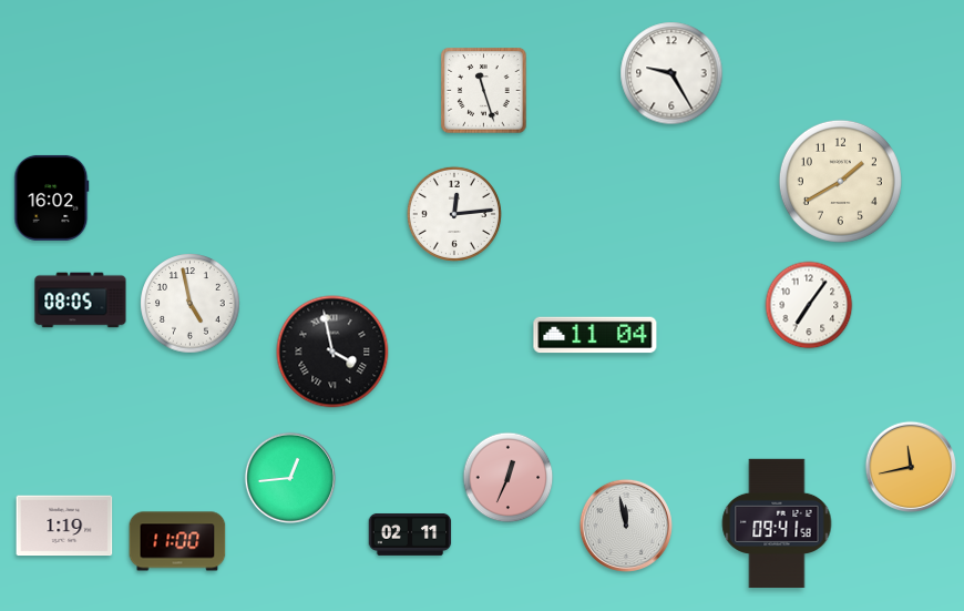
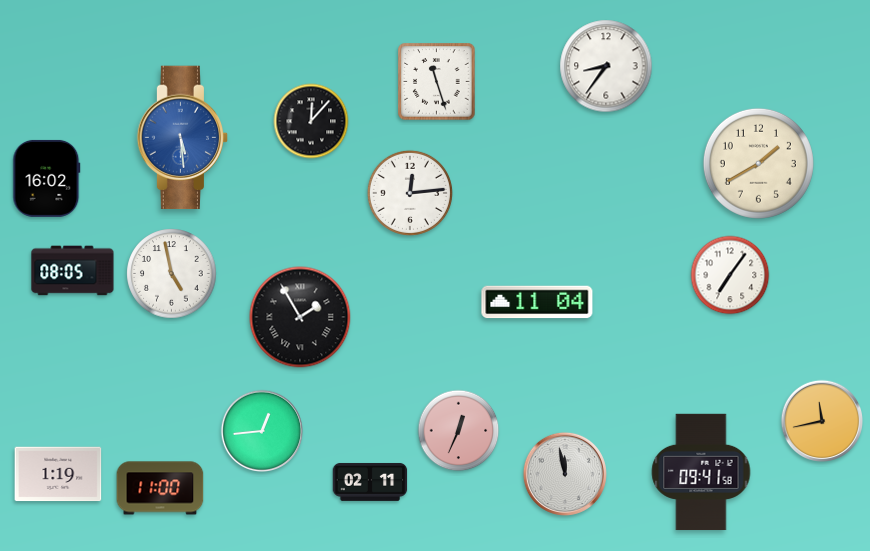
clock at (671, 73): 9:25 -> 8:36
clock at (311, 121): none -> 12:07
clock at (183, 138): none -> 5:29
clock at (332, 352): 3:58 -> 1:55
